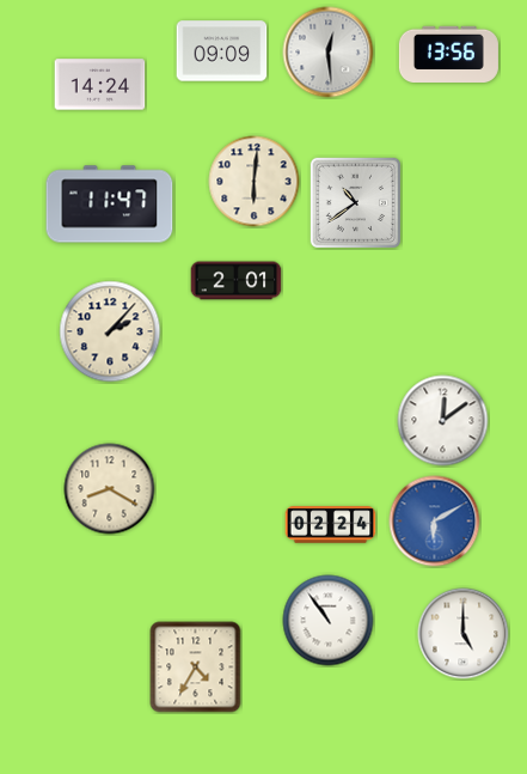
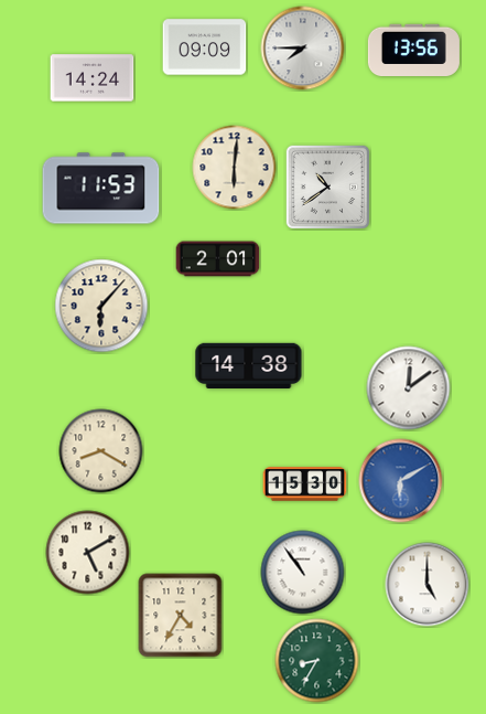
clock at (329, 53): 12:29 -> 7:45
clock at (110, 205): 11:47 -> 11:53
clock at (110, 331): 2:07 -> 6:07
clock at (249, 365): none -> 14:38
clock at (331, 525): 02:24 -> 15:30
clock at (88, 553): none -> 5:10
clock at (317, 661): none -> 8:35
